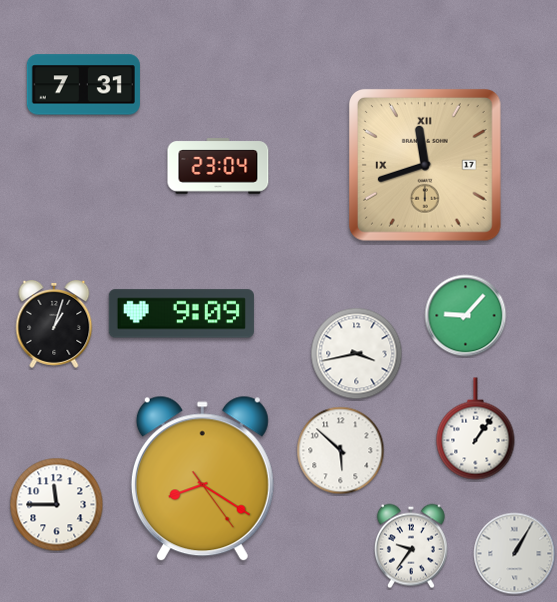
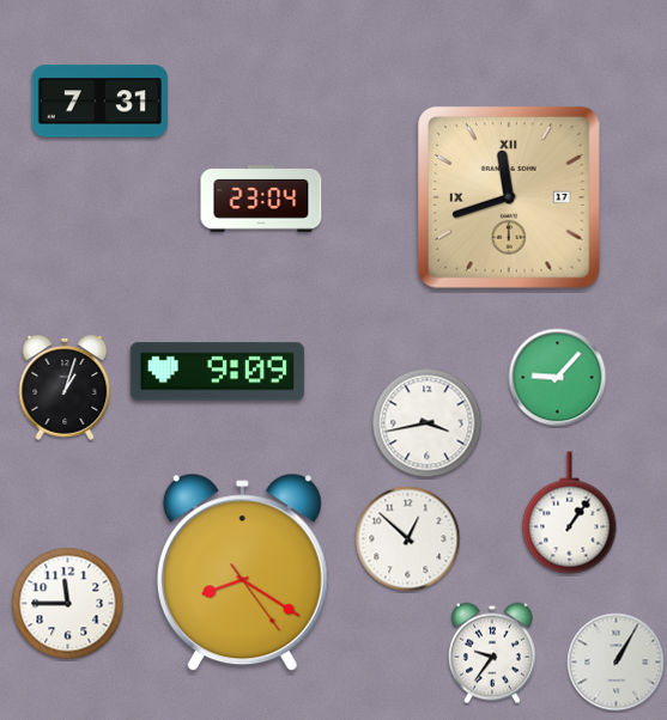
clock at (181, 314) position: (181, 314) -> (217, 372)
clock at (341, 451): 5:52 -> 12:52
